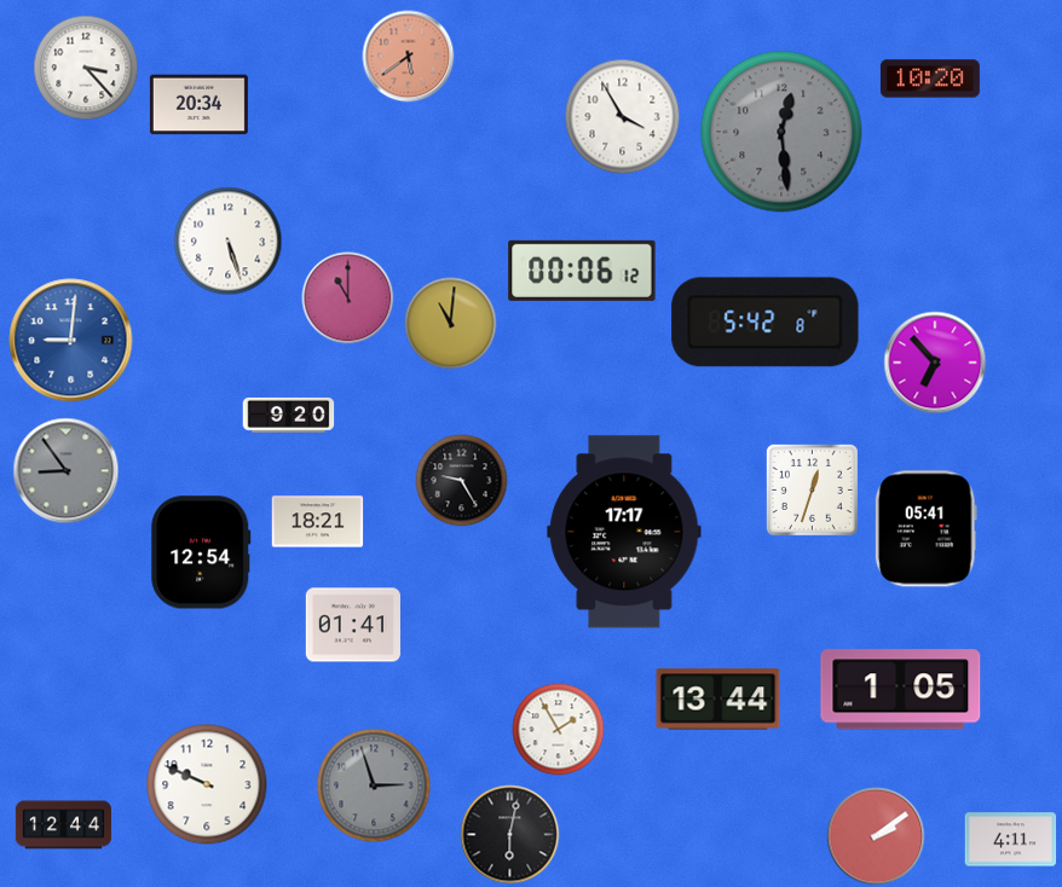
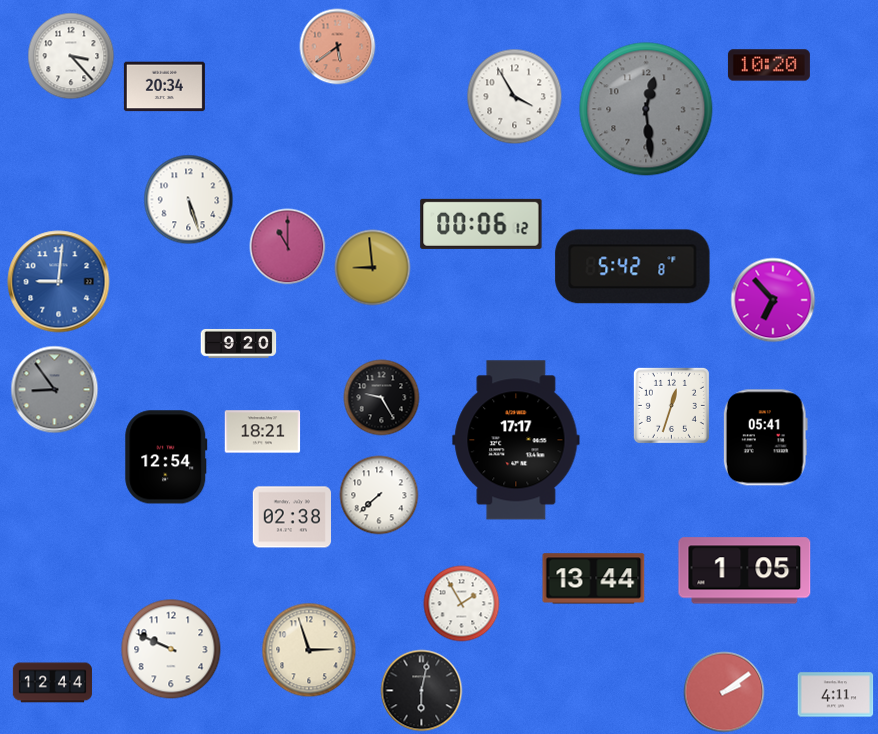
clock at (451, 324): 11:01 -> 8:59
clock at (379, 495): none -> 7:38
clock at (353, 625): 01:41 -> 02:38
clock at (374, 785) dial: grey -> cream
